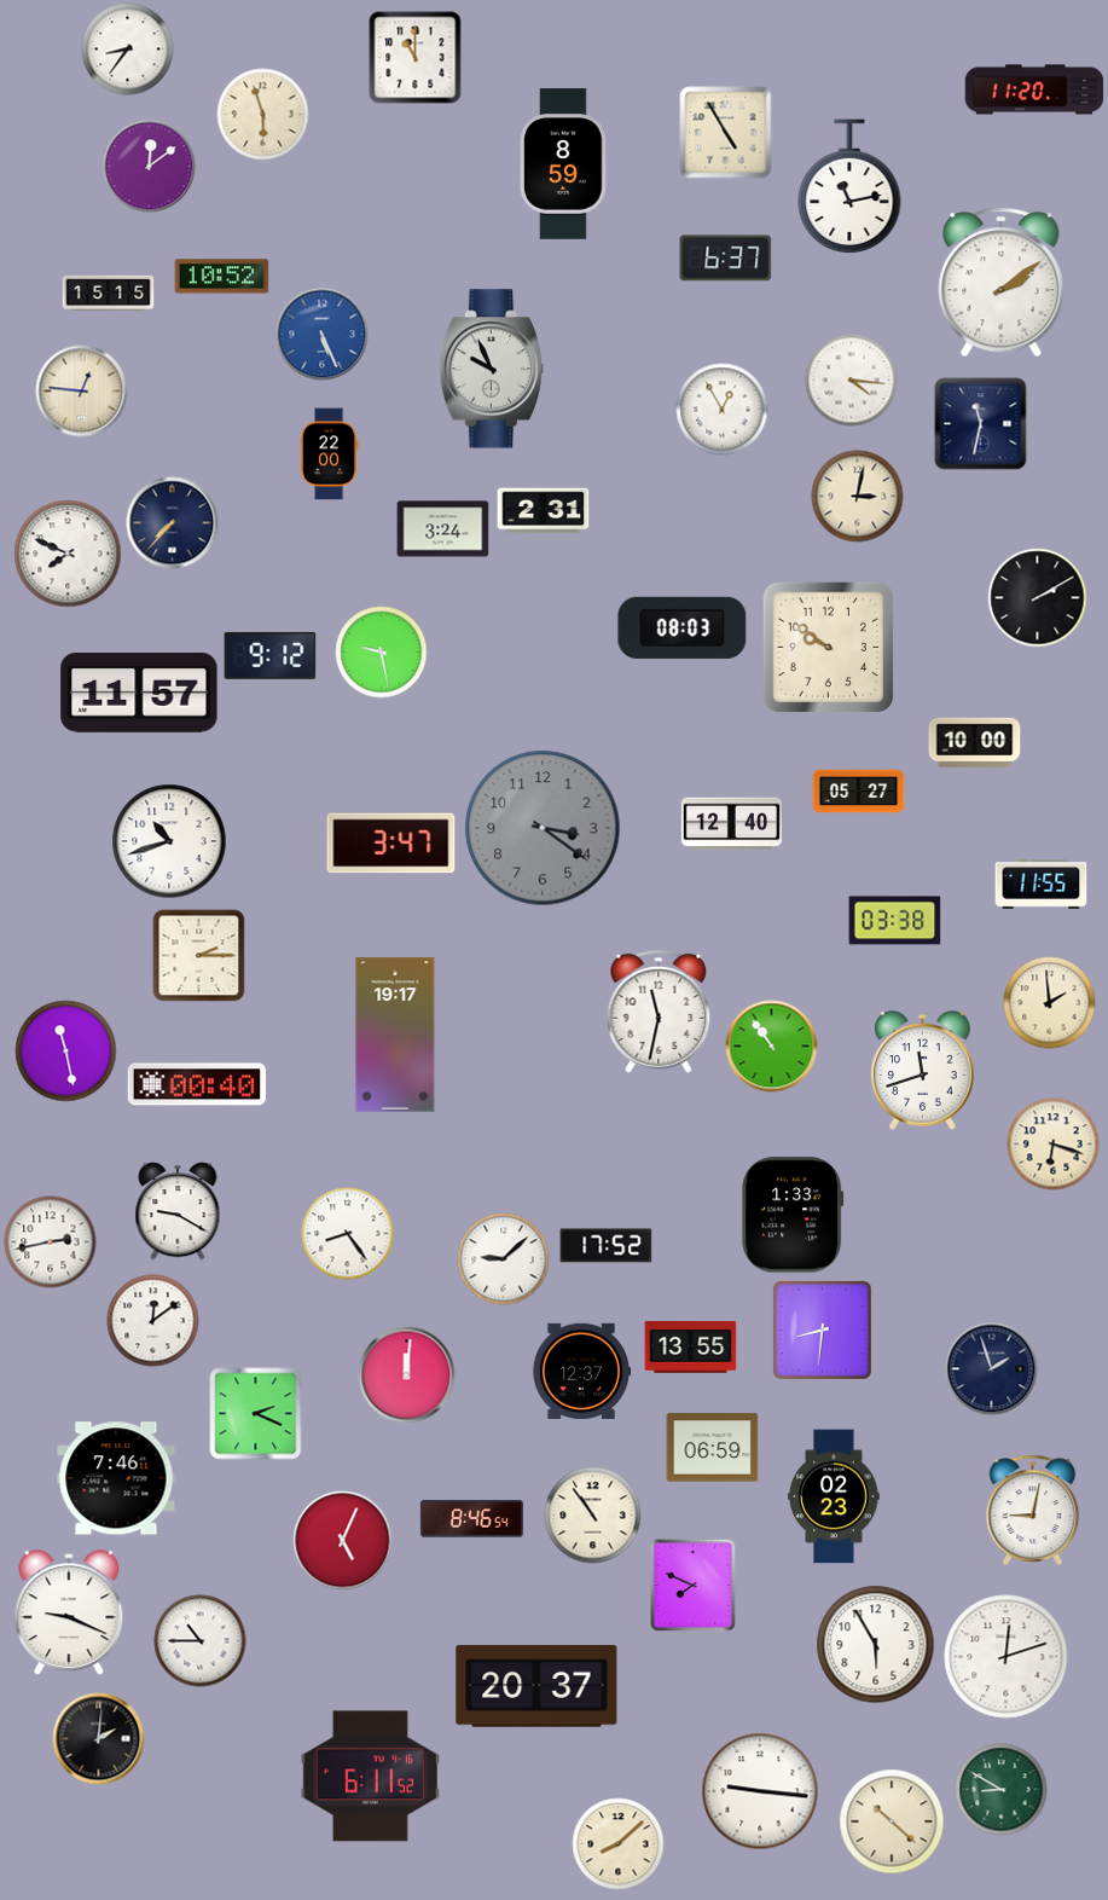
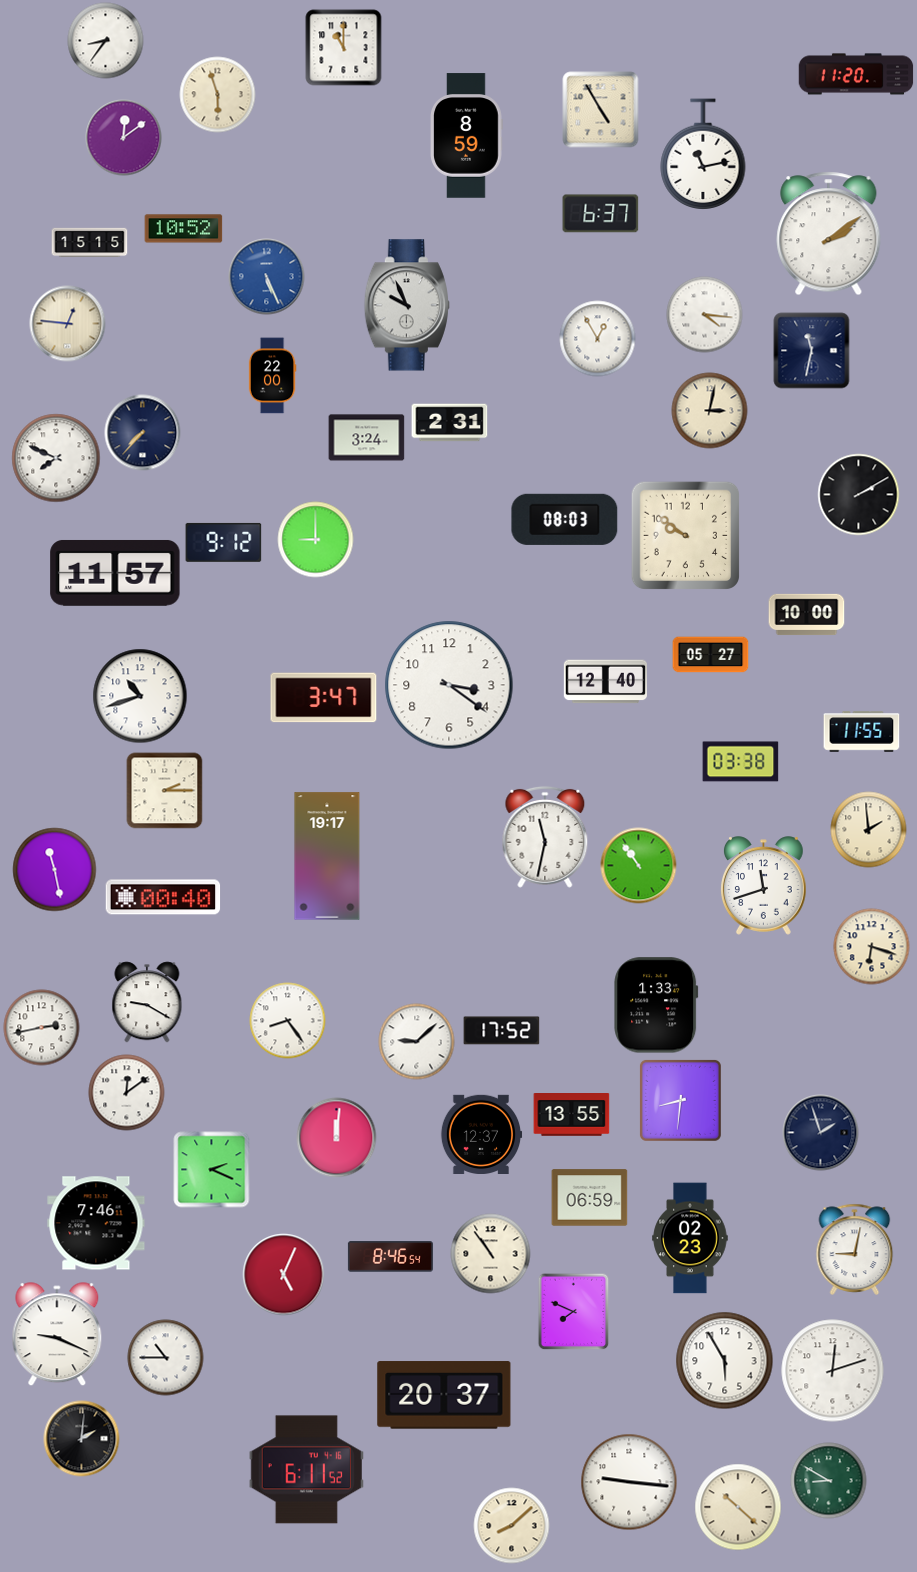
clock at (382, 653): 9:28 -> 9:00
clock at (543, 828) dial: grey -> white
